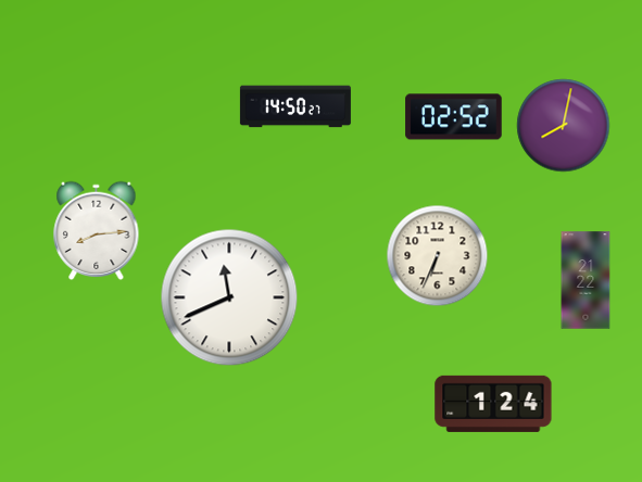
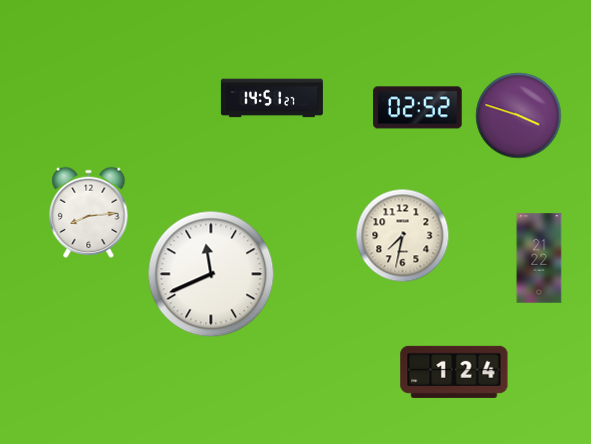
clock at (295, 106): 14:50 -> 14:51
clock at (564, 126): 8:02 -> 3:48
clock at (438, 256): 6:34 -> 7:32
